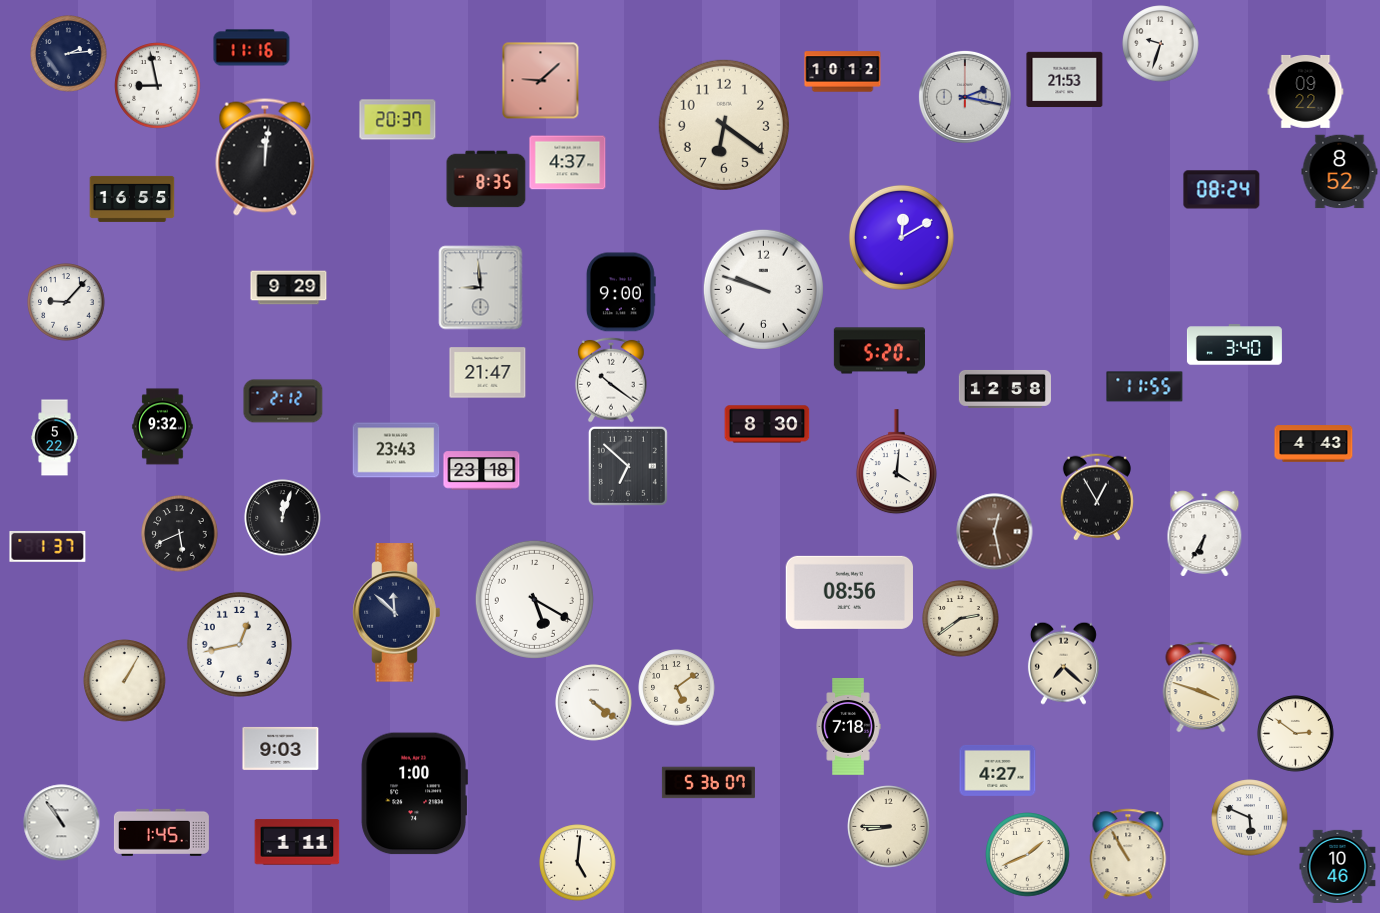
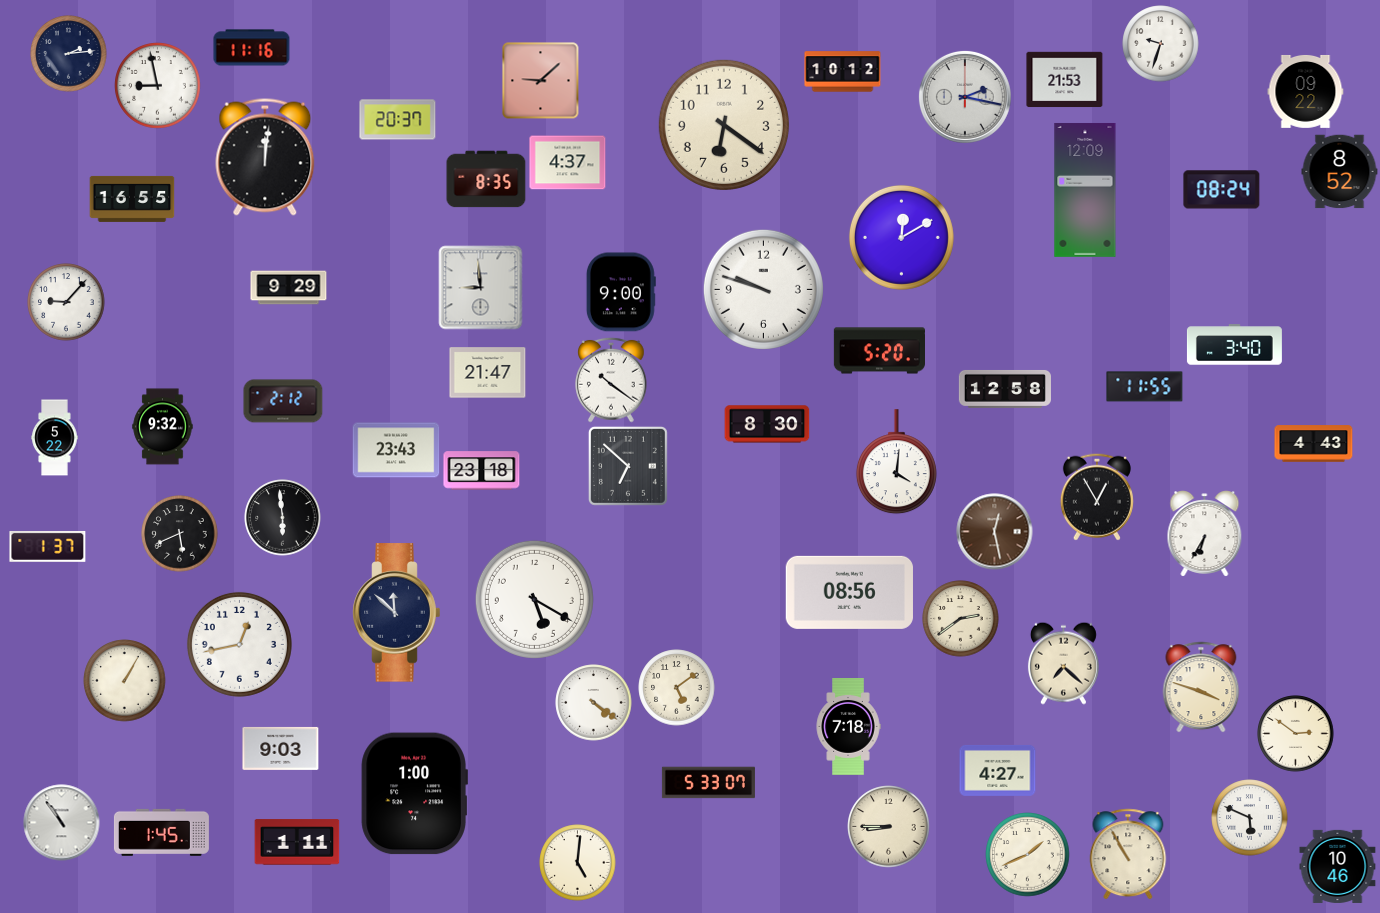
clock at (1085, 190): none -> 12:09
clock at (283, 518): 12:03 -> 5:59
clock at (708, 783): 5:36 -> 5:33
